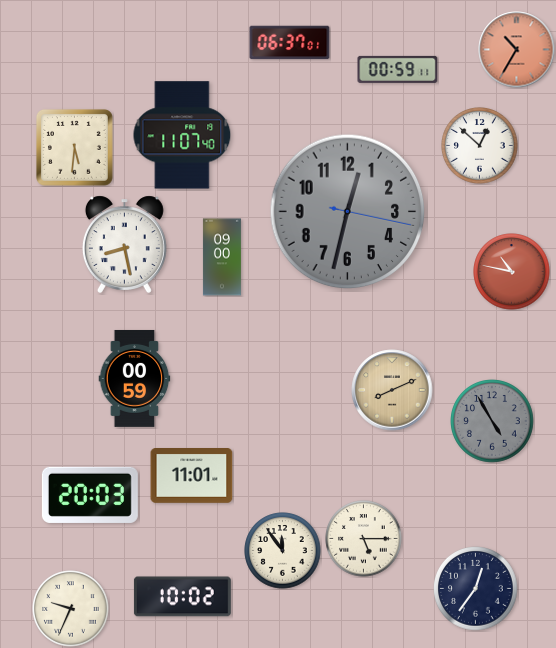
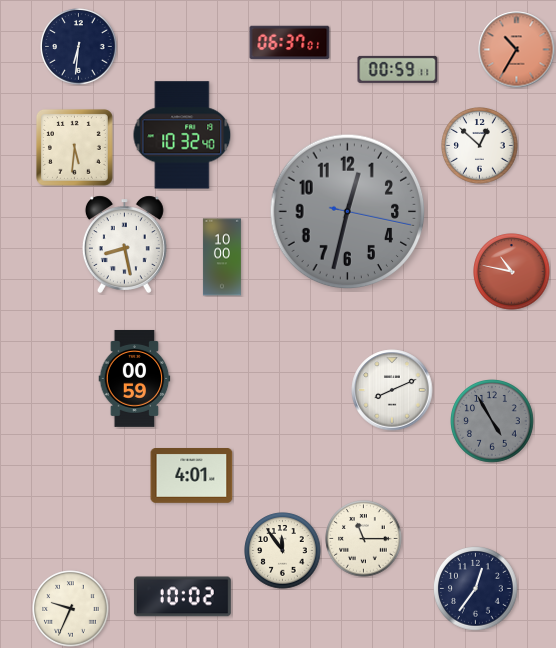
clock at (79, 47): none -> 6:31
clock at (182, 135): 11:07 -> 10:32
clock at (222, 257): 09:00 -> 10:00
clock at (392, 390) dial: champagne -> white
clock at (192, 476): 11:01 -> 4:01
clock at (90, 495): 20:03 -> none
clock at (364, 539): 5:15 -> 11:15
